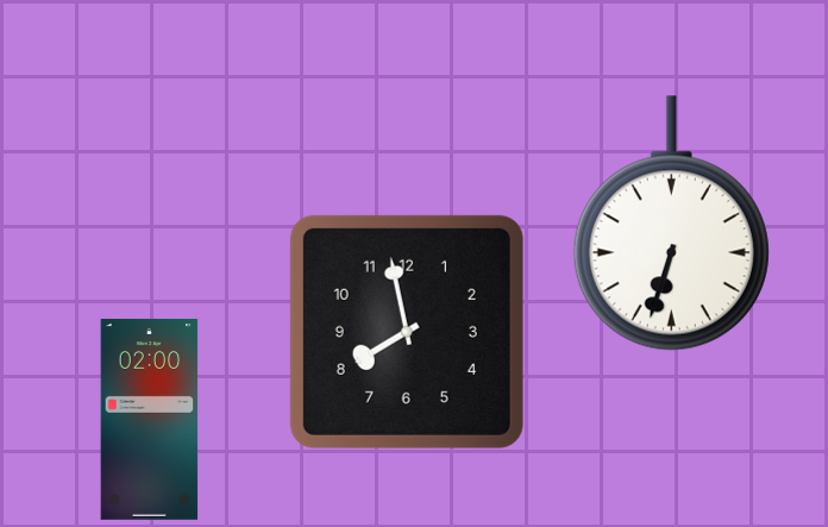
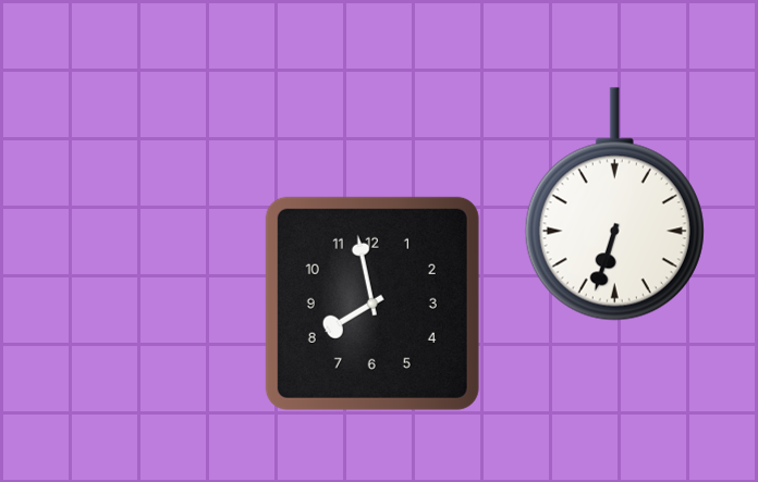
clock at (150, 419): 02:00 -> none
